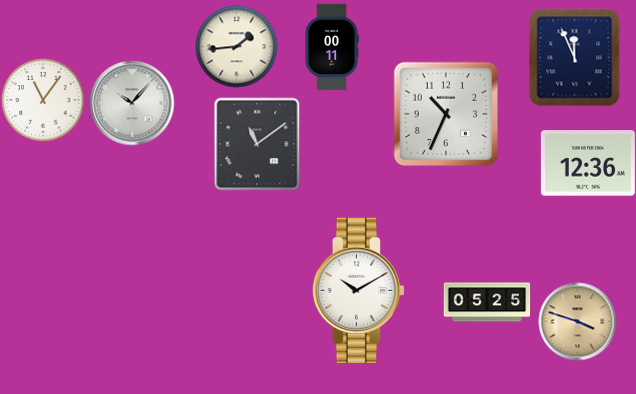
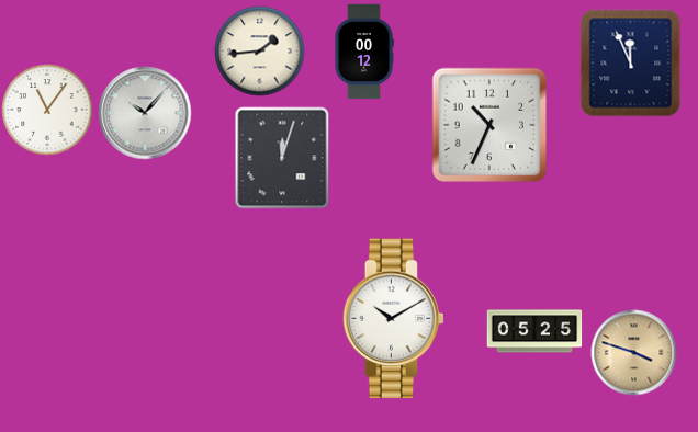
clock at (332, 47): 00:11 -> 00:12
clock at (257, 144): 11:09 -> 12:03
clock at (588, 163): 12:36 -> none
